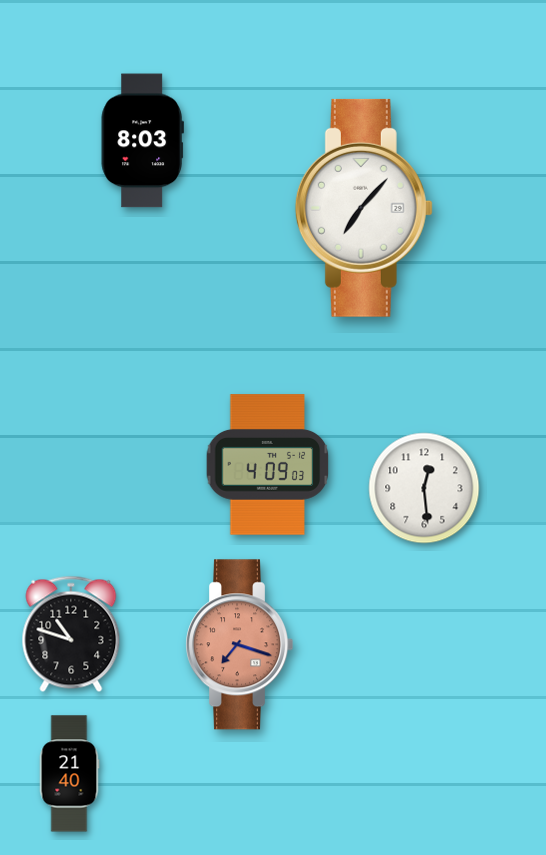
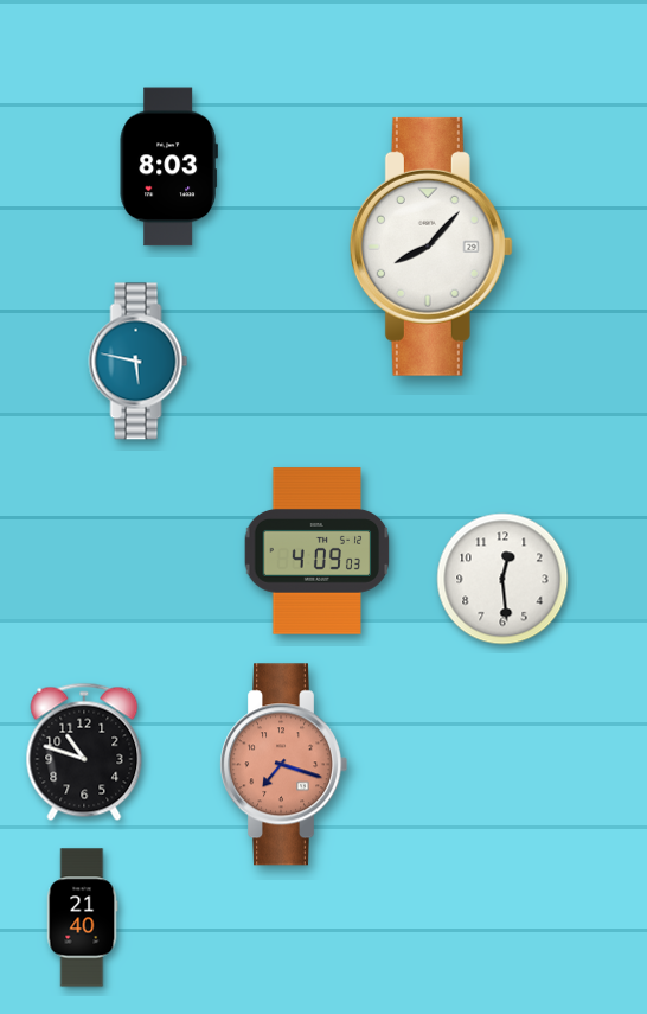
clock at (364, 208): 7:07 -> 8:07
clock at (139, 362): none -> 5:47
